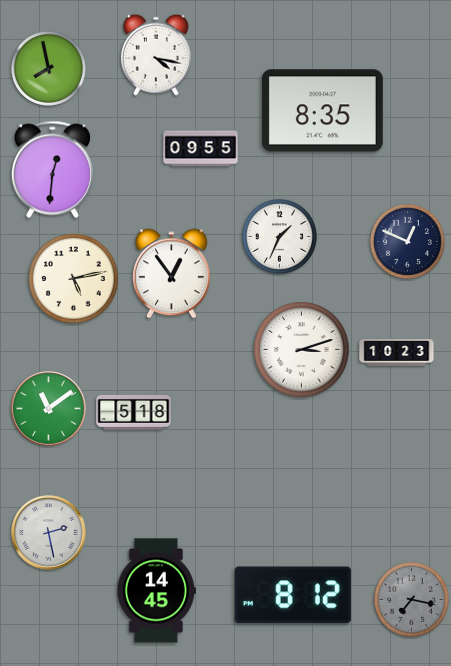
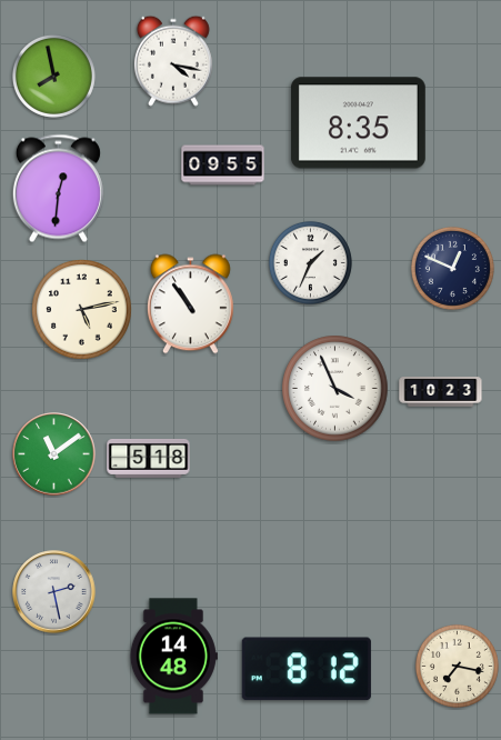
clock at (171, 274): 12:54 -> 10:54
clock at (302, 350): 3:12 -> 3:56
clock at (156, 591): 14:45 -> 14:48
clock at (293, 595) position: (293, 595) -> (307, 669)
clock at (411, 599) dial: grey -> cream
